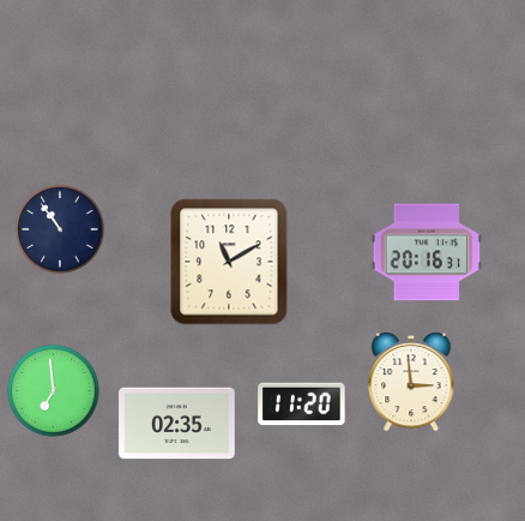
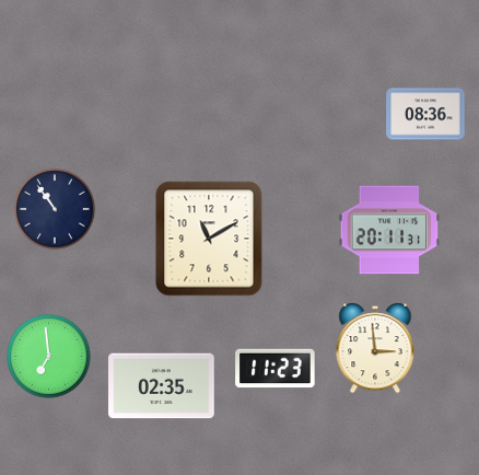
clock at (425, 114): none -> 08:36
clock at (427, 252): 20:16 -> 20:11
clock at (302, 405): 11:20 -> 11:23
